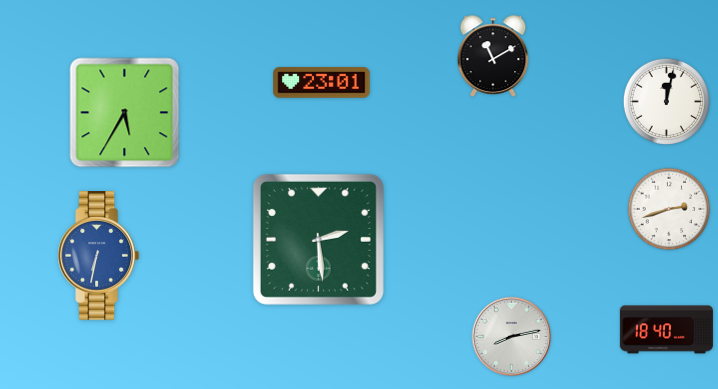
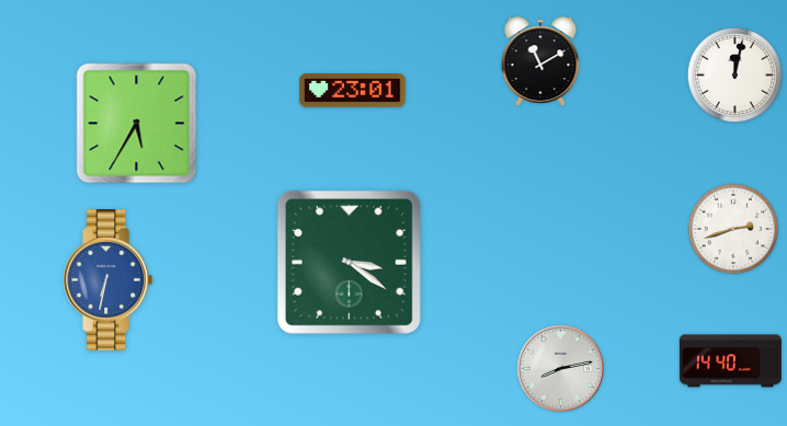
clock at (666, 101) position: (666, 101) -> (734, 74)
clock at (318, 239): 2:29 -> 3:21
clock at (666, 330): 18:40 -> 14:40
